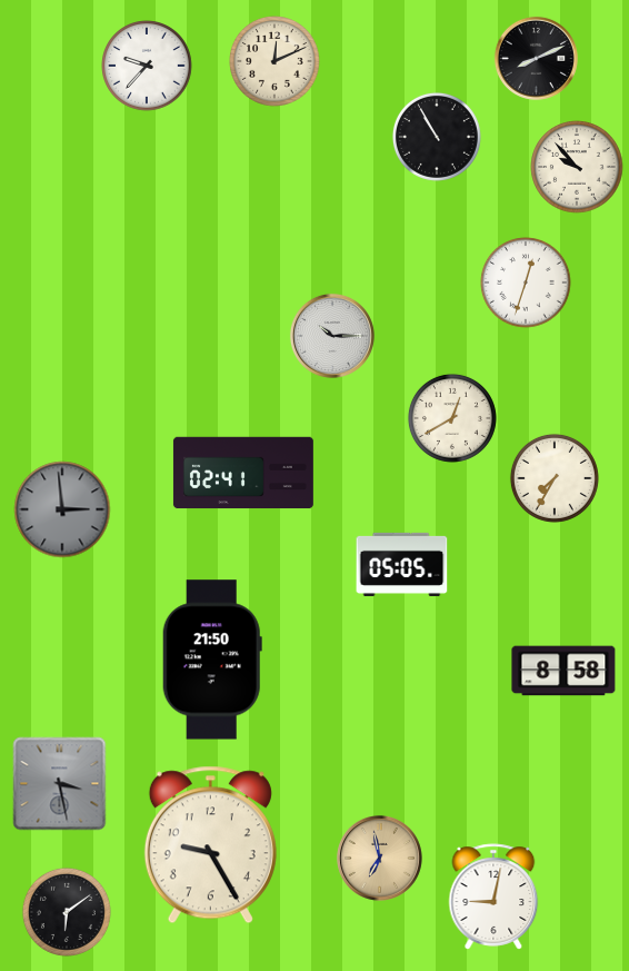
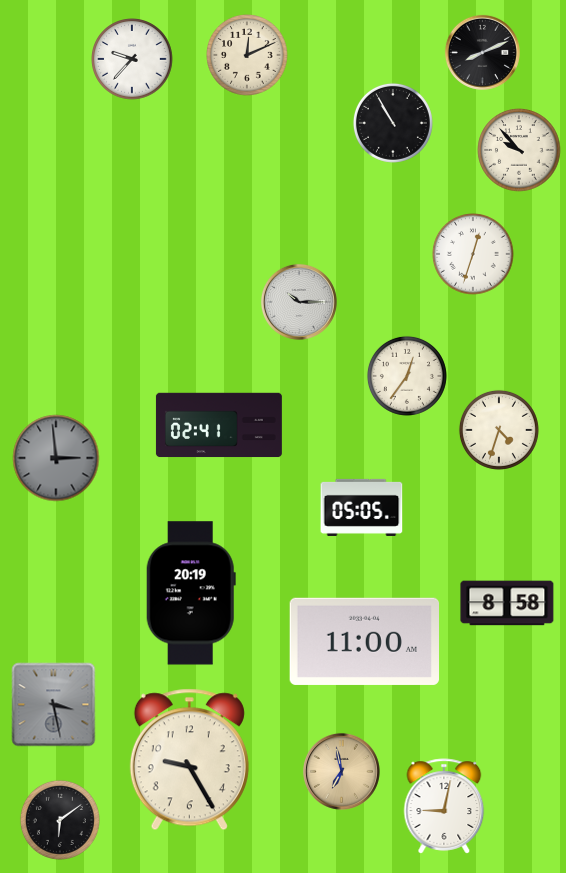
clock at (452, 418): 12:40 -> 12:36
clock at (555, 478): 7:35 -> 4:33
clock at (212, 660): 21:50 -> 20:19
clock at (365, 641): none -> 11:00
